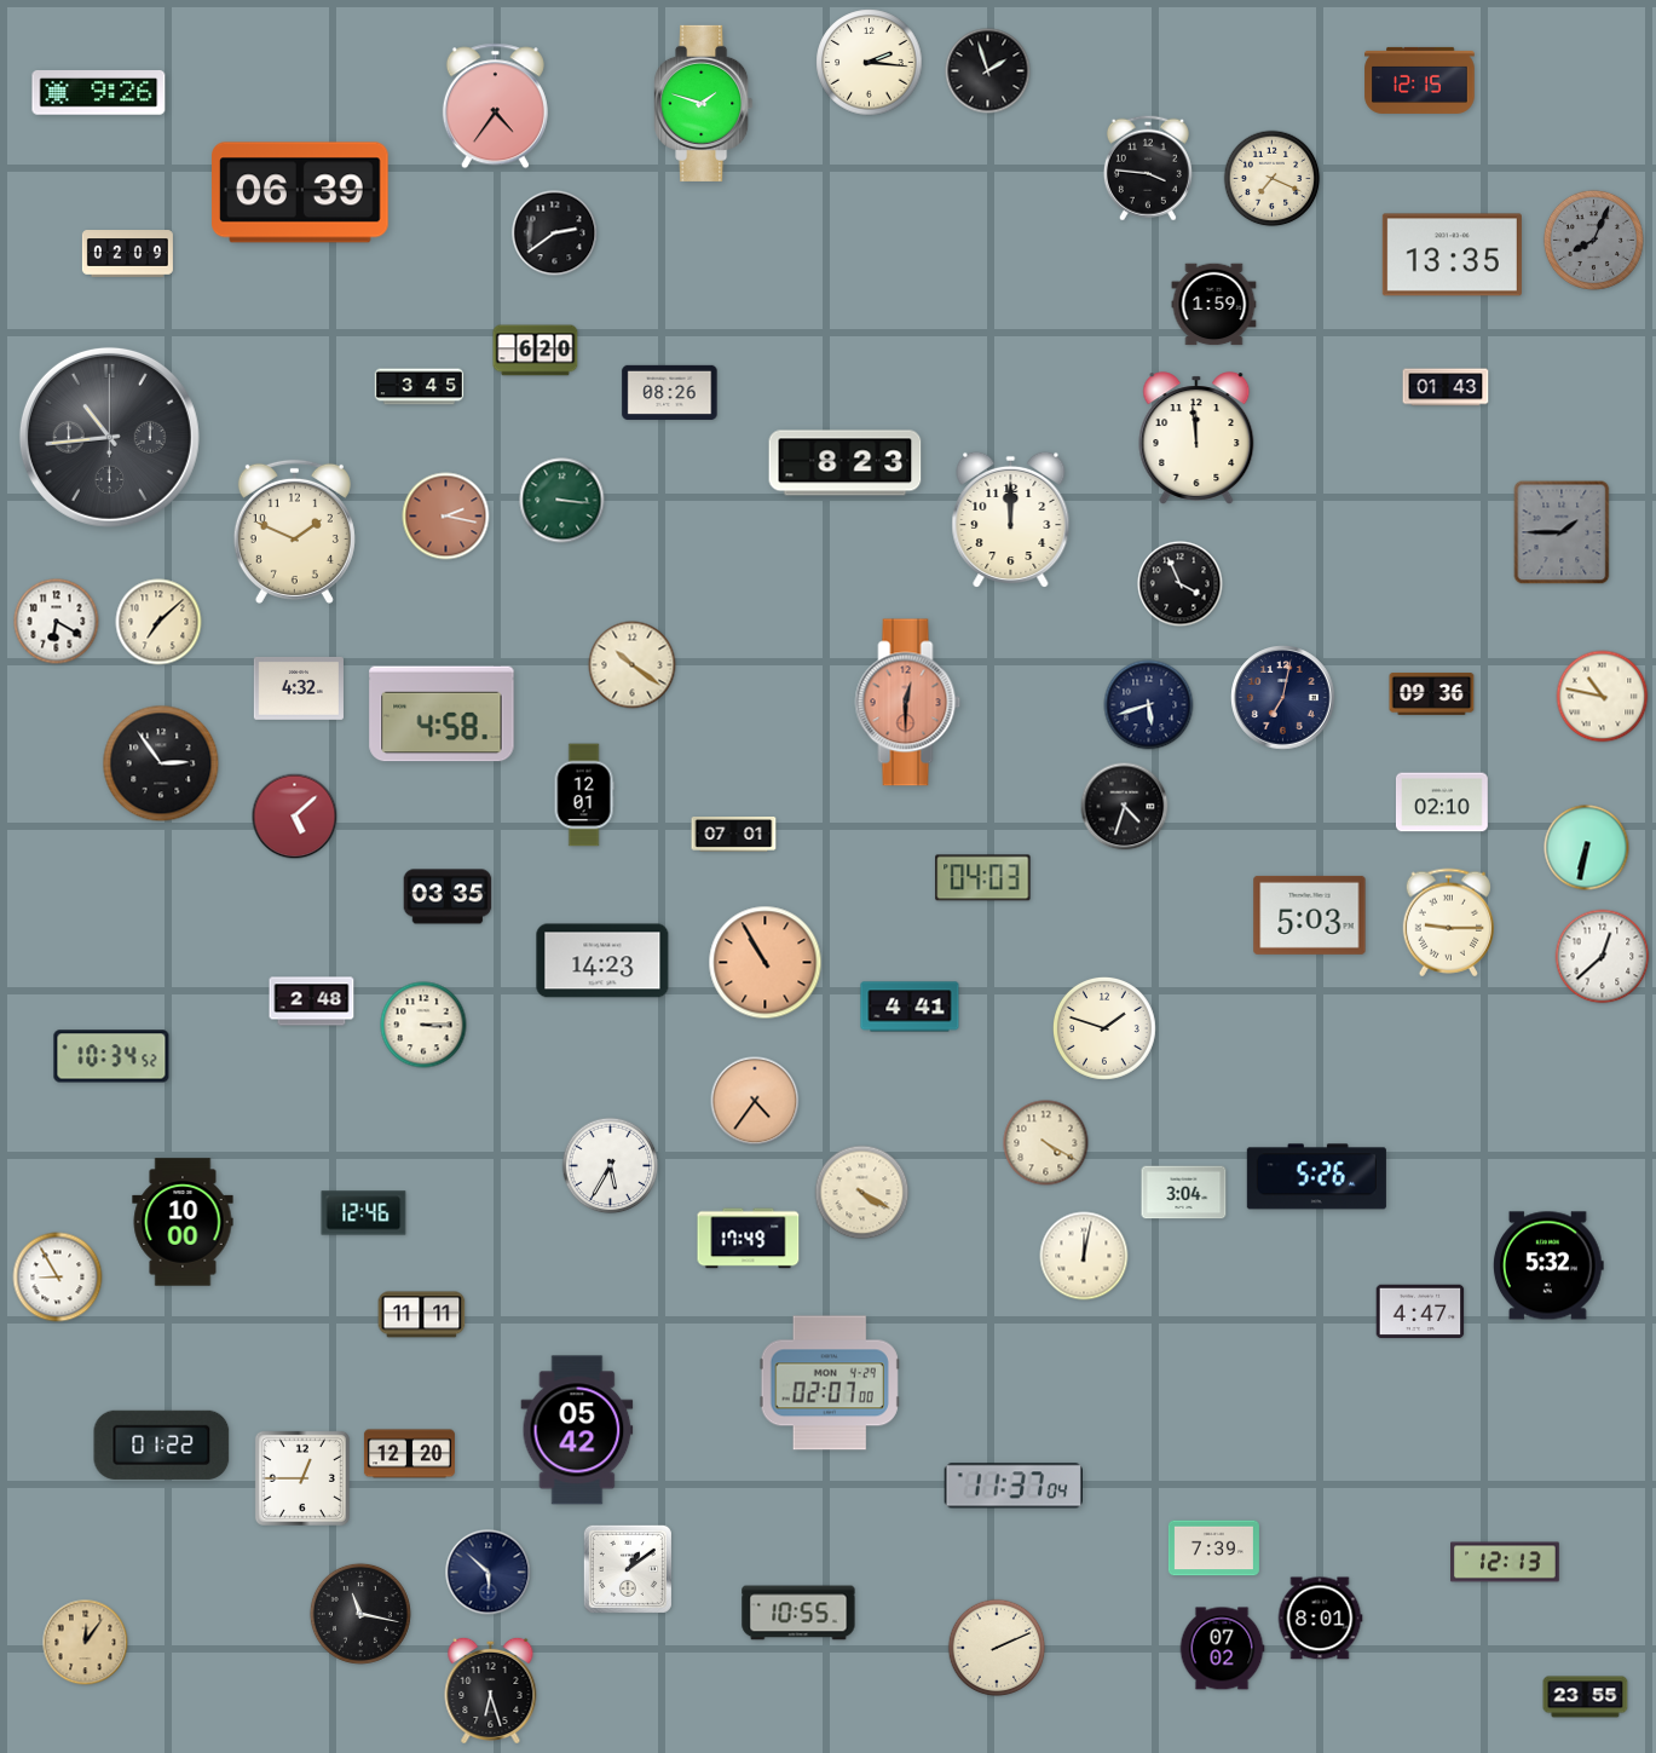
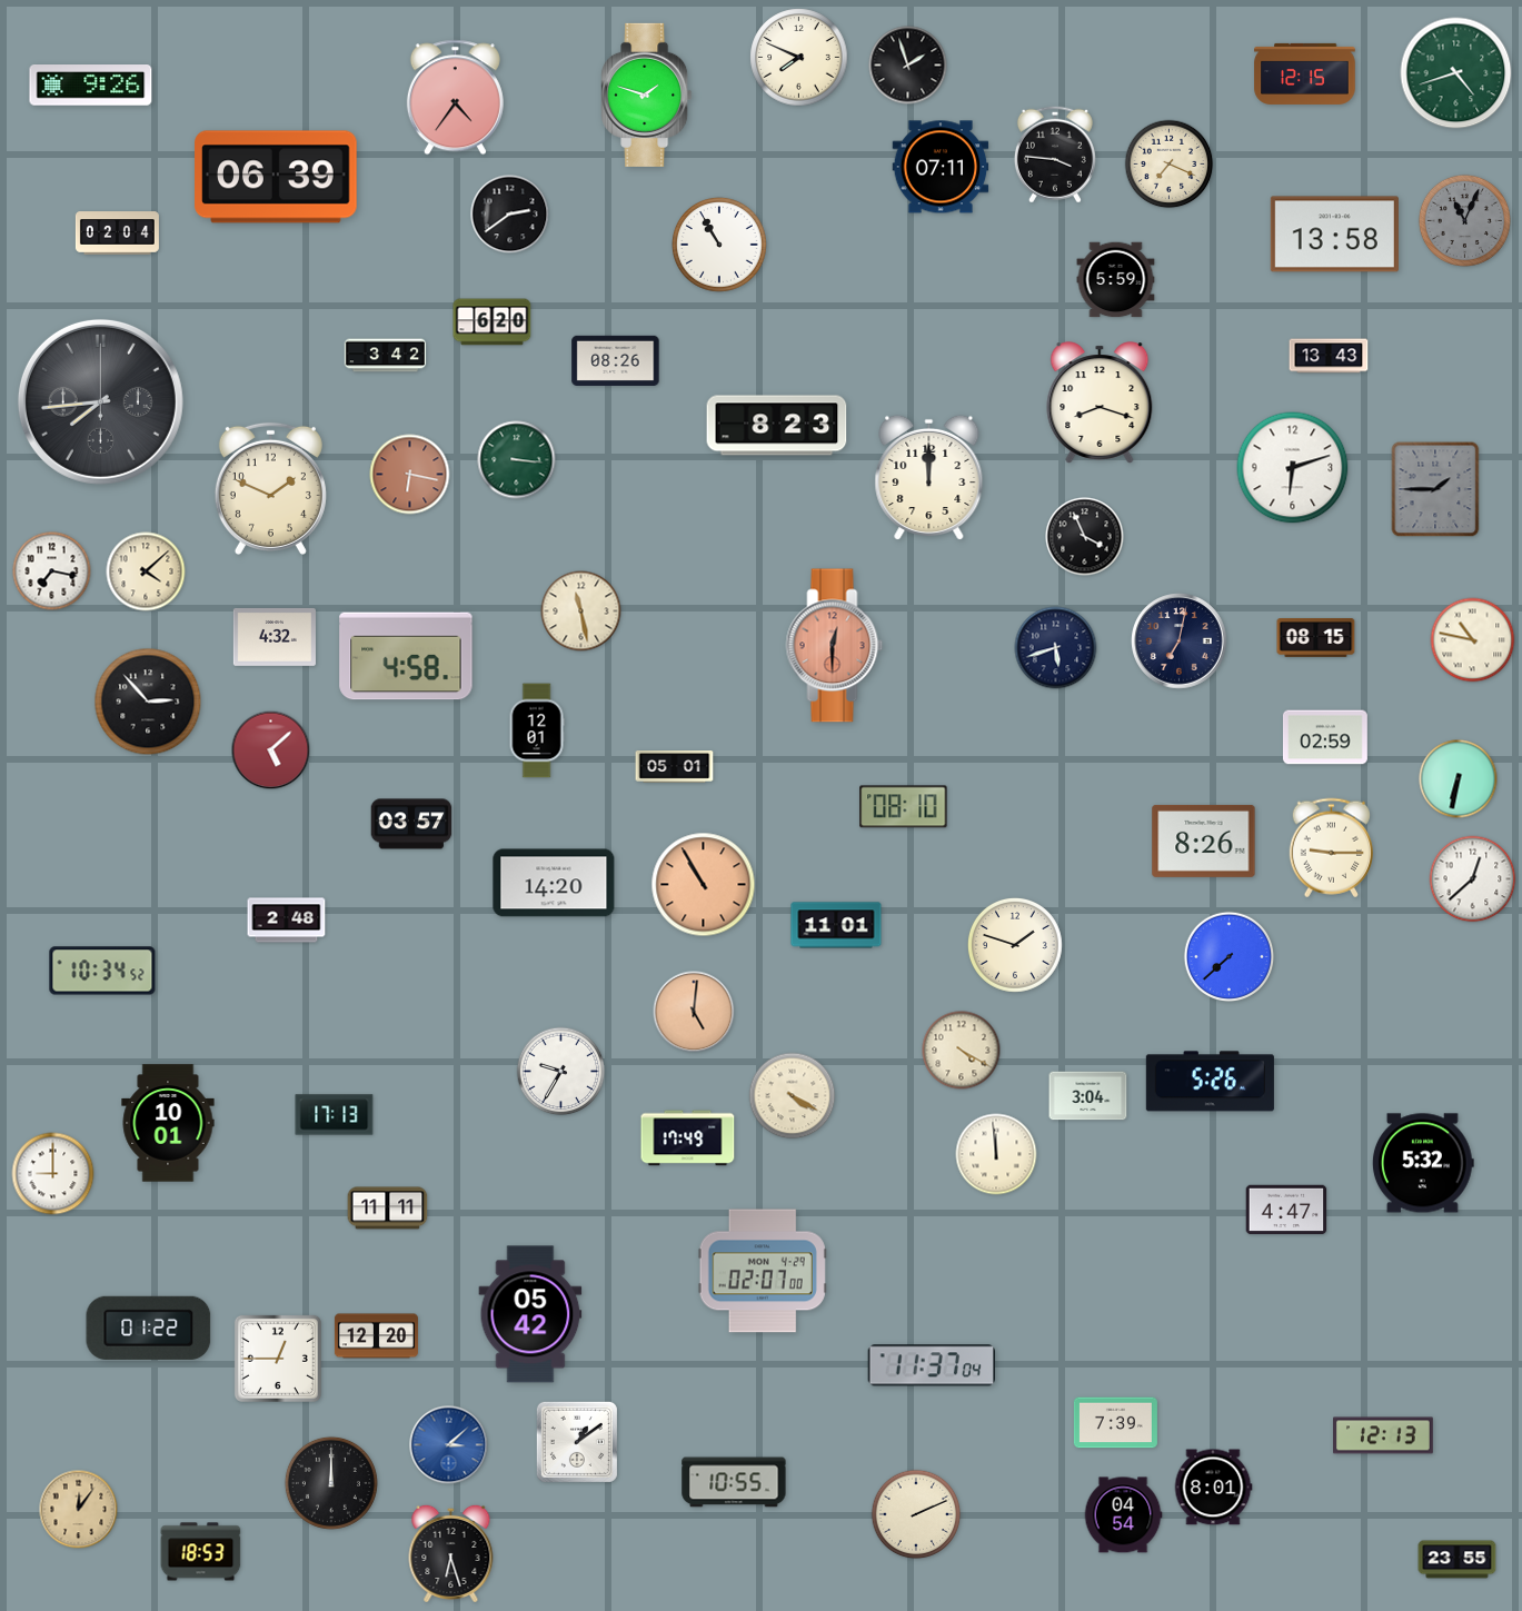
clock at (870, 63): 2:16 -> 7:49
clock at (1456, 73): none -> 4:42
clock at (941, 167): none -> 07:11
clock at (1593, 240): 8:04 -> 11:04
clock at (127, 254): 02:09 -> 02:04
clock at (1452, 255): 13:35 -> 13:58
clock at (719, 245): none -> 10:55
clock at (1214, 305): 1:59 -> 5:59
clock at (420, 387): 3:45 -> 3:42
clock at (1446, 387): 01:43 -> 13:43
clock at (109, 437): 10:44 -> 7:44
clock at (1196, 438): 11:59 -> 8:18
clock at (1293, 468): none -> 6:12
clock at (446, 517): 2:17 -> 6:17
clock at (57, 622): 6:20 -> 7:17
clock at (158, 622): 7:08 -> 4:08
clock at (633, 665): 10:21 -> 11:28
clock at (299, 688) position: (299, 688) -> (275, 637)
clock at (1432, 694): 09:36 -> 08:15
clock at (161, 763): 2:54 -> 2:53
clock at (1442, 802): 02:10 -> 02:59
clock at (1125, 807): 4:33 -> none
clock at (734, 835): 07:01 -> 05:01
clock at (983, 878): 04:03 -> 08:10
clock at (448, 896): 03:35 -> 03:57
clock at (1310, 915): 5:03 -> 8:26
clock at (602, 961): 14:23 -> 14:20
clock at (910, 1007): 4:41 -> 11:01
clock at (423, 1025): 3:15 -> none
clock at (1230, 957): none -> 7:38
clock at (755, 1101): 4:36 -> 5:01
clock at (611, 1166): 5:35 -> 9:35
clock at (364, 1213): 12:46 -> 17:13
clock at (183, 1222): 10:00 -> 10:01
clock at (1084, 1256): 12:02 -> 11:59
clock at (58, 1278): 8:55 -> 9:00
clock at (1420, 1311) position: (1420, 1311) -> (1286, 1210)
clock at (489, 1573): 5:52 -> 3:08
clock at (489, 1573) dial: navy -> blue
clock at (360, 1614): 11:17 -> 12:00
clock at (1222, 1649): 07:02 -> 04:54
clock at (201, 1552): none -> 18:53
